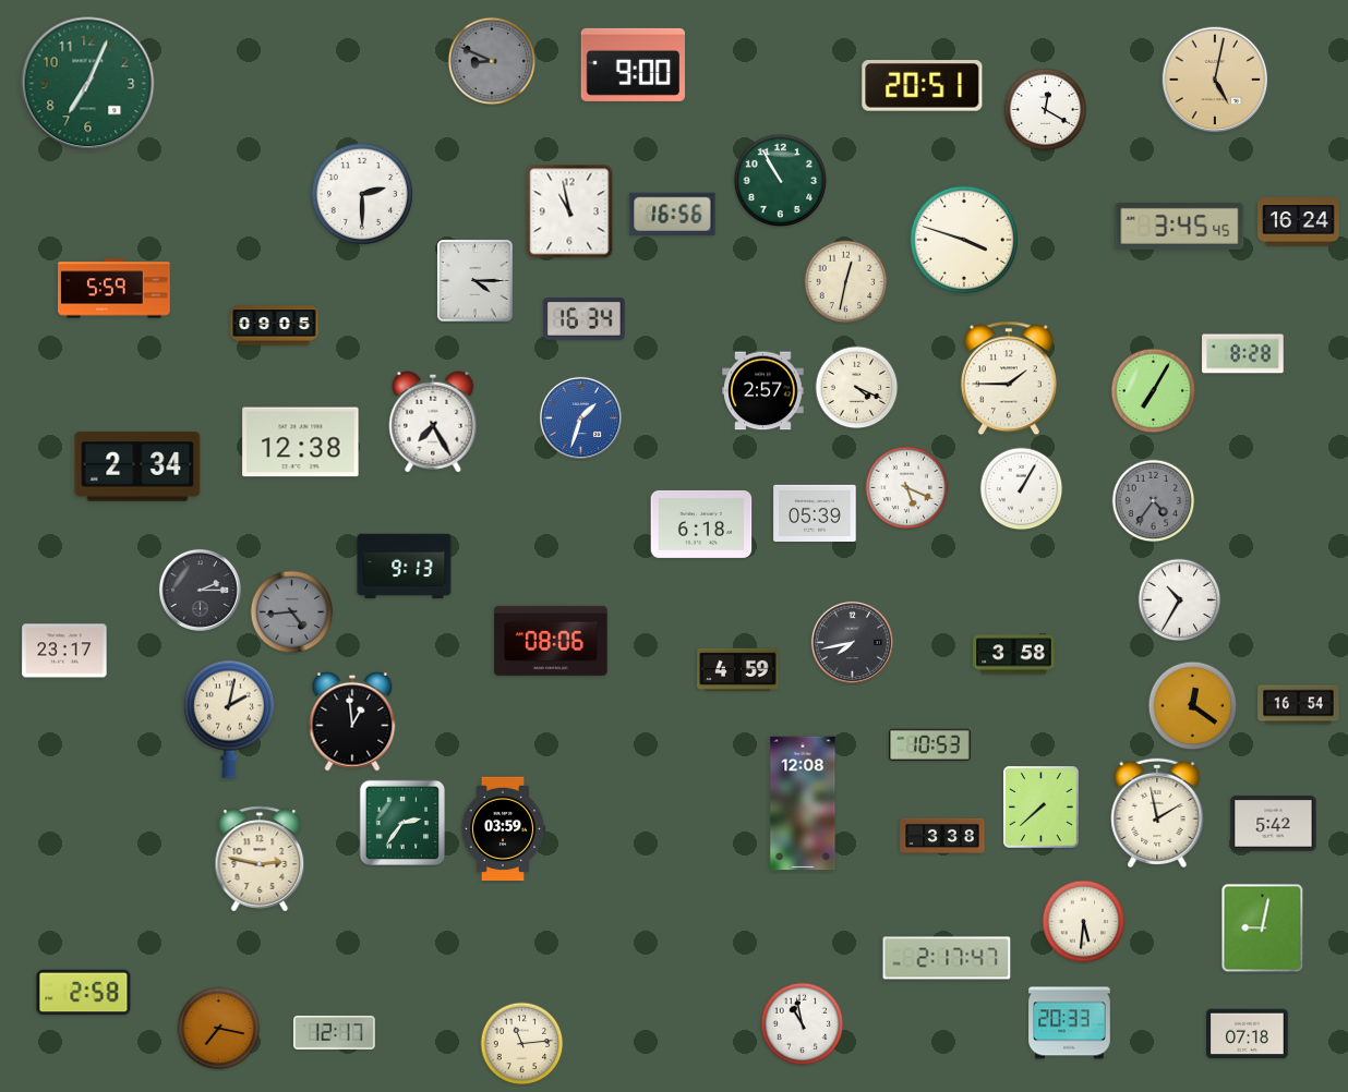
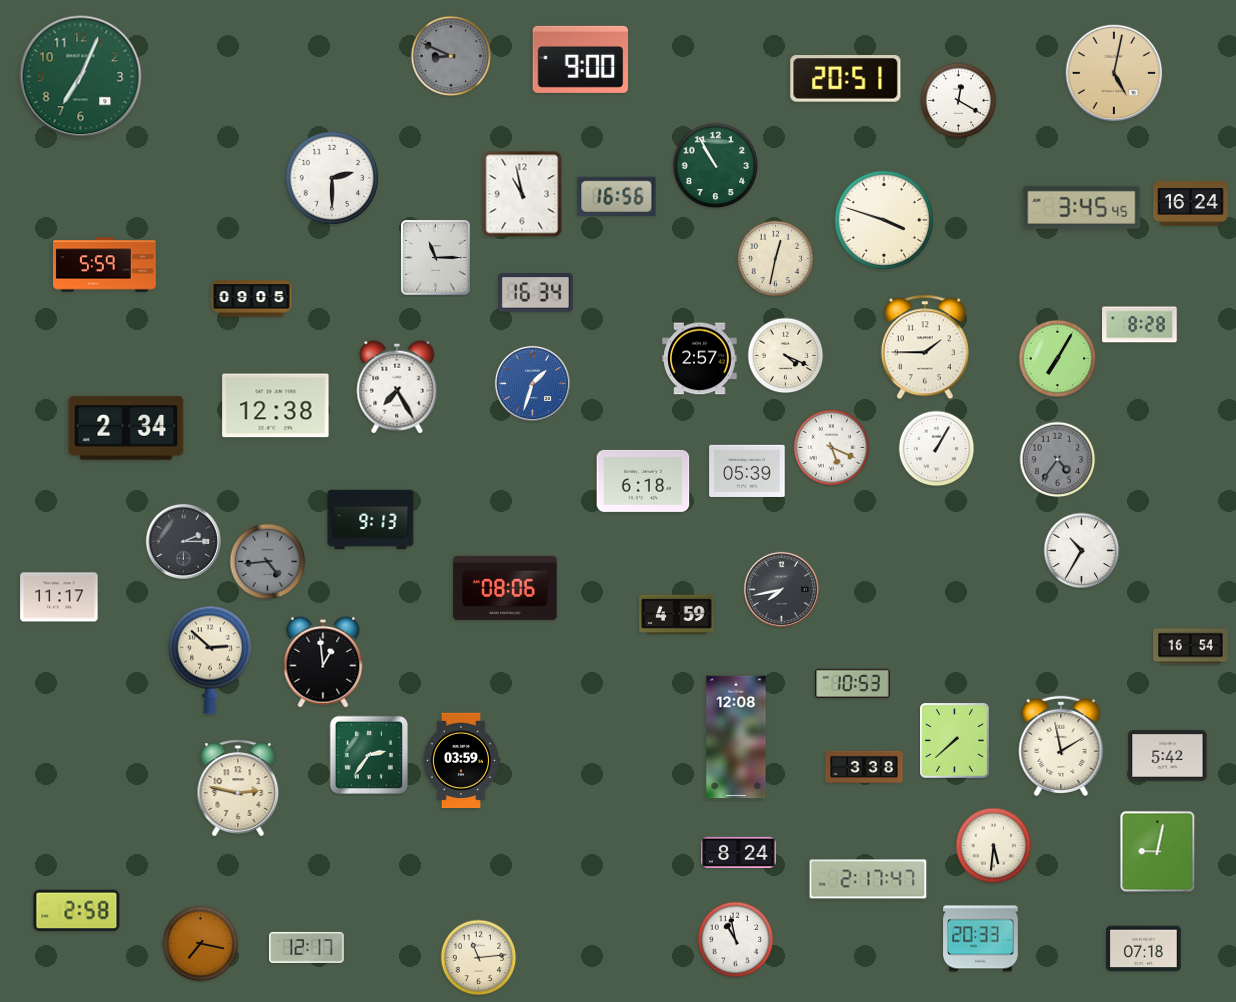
clock at (476, 281): 4:15 -> 11:15
clock at (64, 651): 23:17 -> 11:17
clock at (1014, 655): 3:58 -> none
clock at (1193, 706): 12:21 -> none
clock at (229, 719): 2:02 -> 2:52
clock at (739, 852): none -> 8:24
